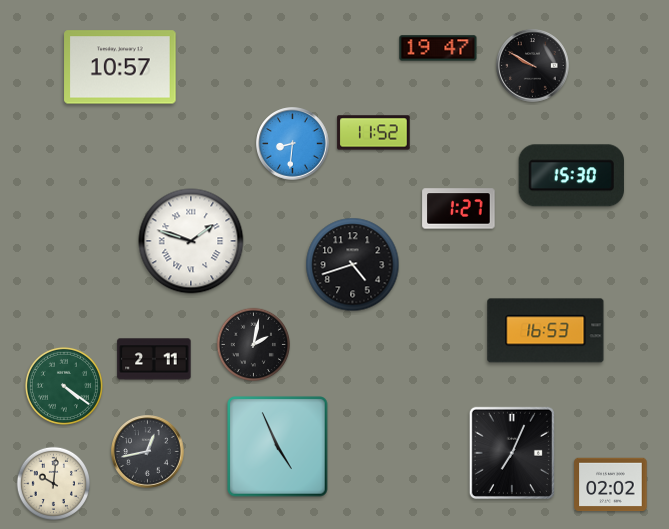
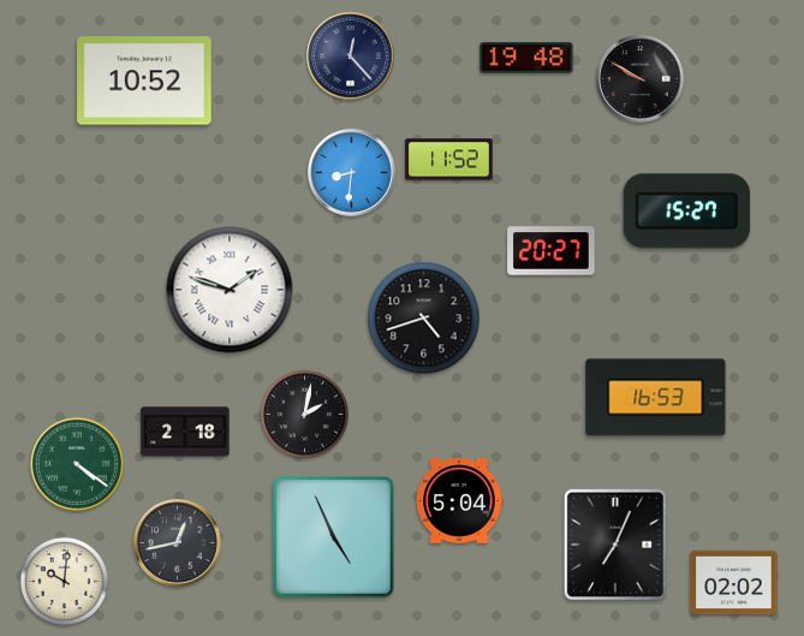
clock at (351, 57): none -> 12:23
clock at (438, 48): 19:47 -> 19:48
clock at (120, 67): 10:57 -> 10:52
clock at (571, 176): 15:30 -> 15:27
clock at (459, 209): 1:27 -> 20:27
clock at (154, 359): 2:11 -> 2:18
clock at (459, 501): none -> 5:04
